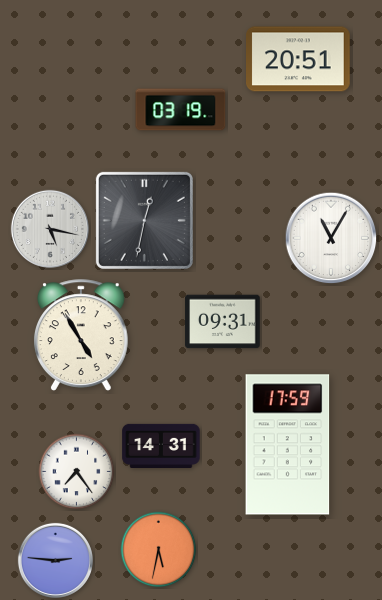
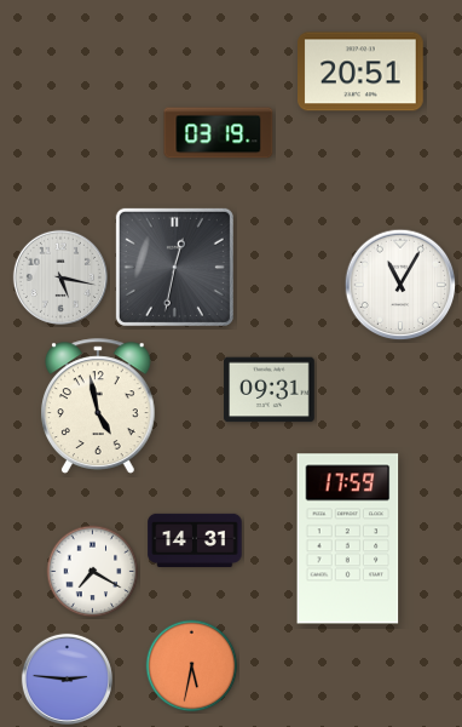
clock at (331, 238) position: (331, 238) -> (400, 285)
clock at (81, 335): 4:55 -> 4:58
clock at (77, 472): 7:24 -> 7:20
